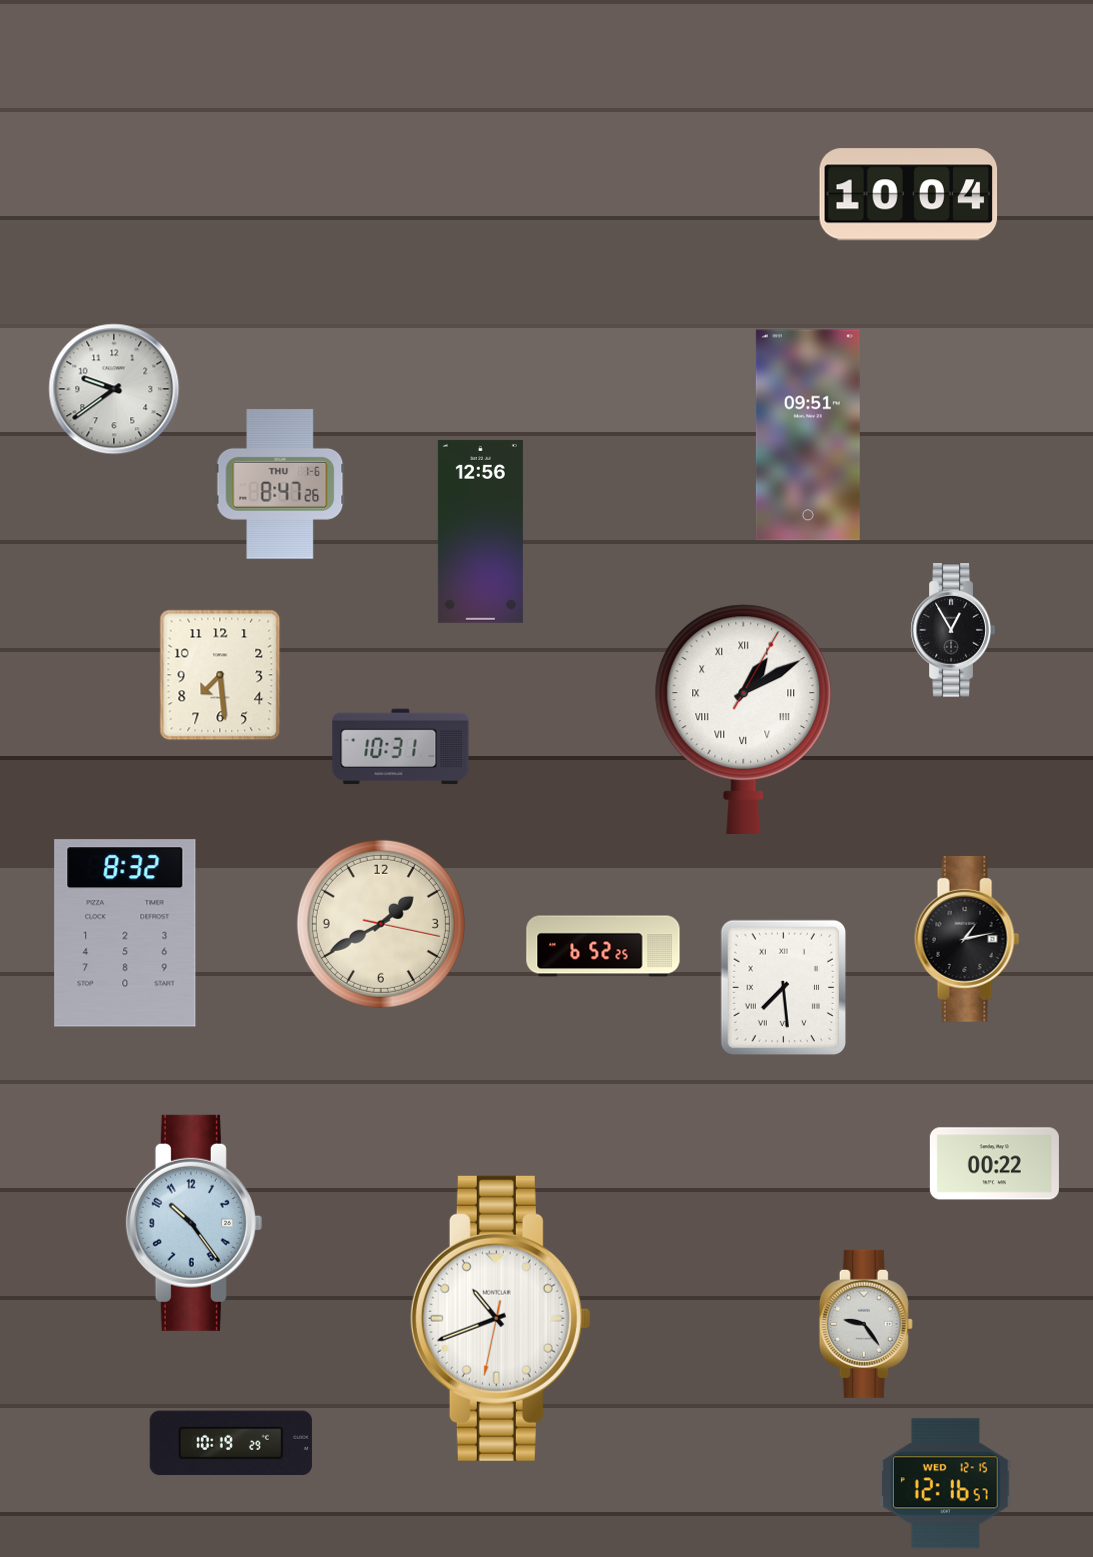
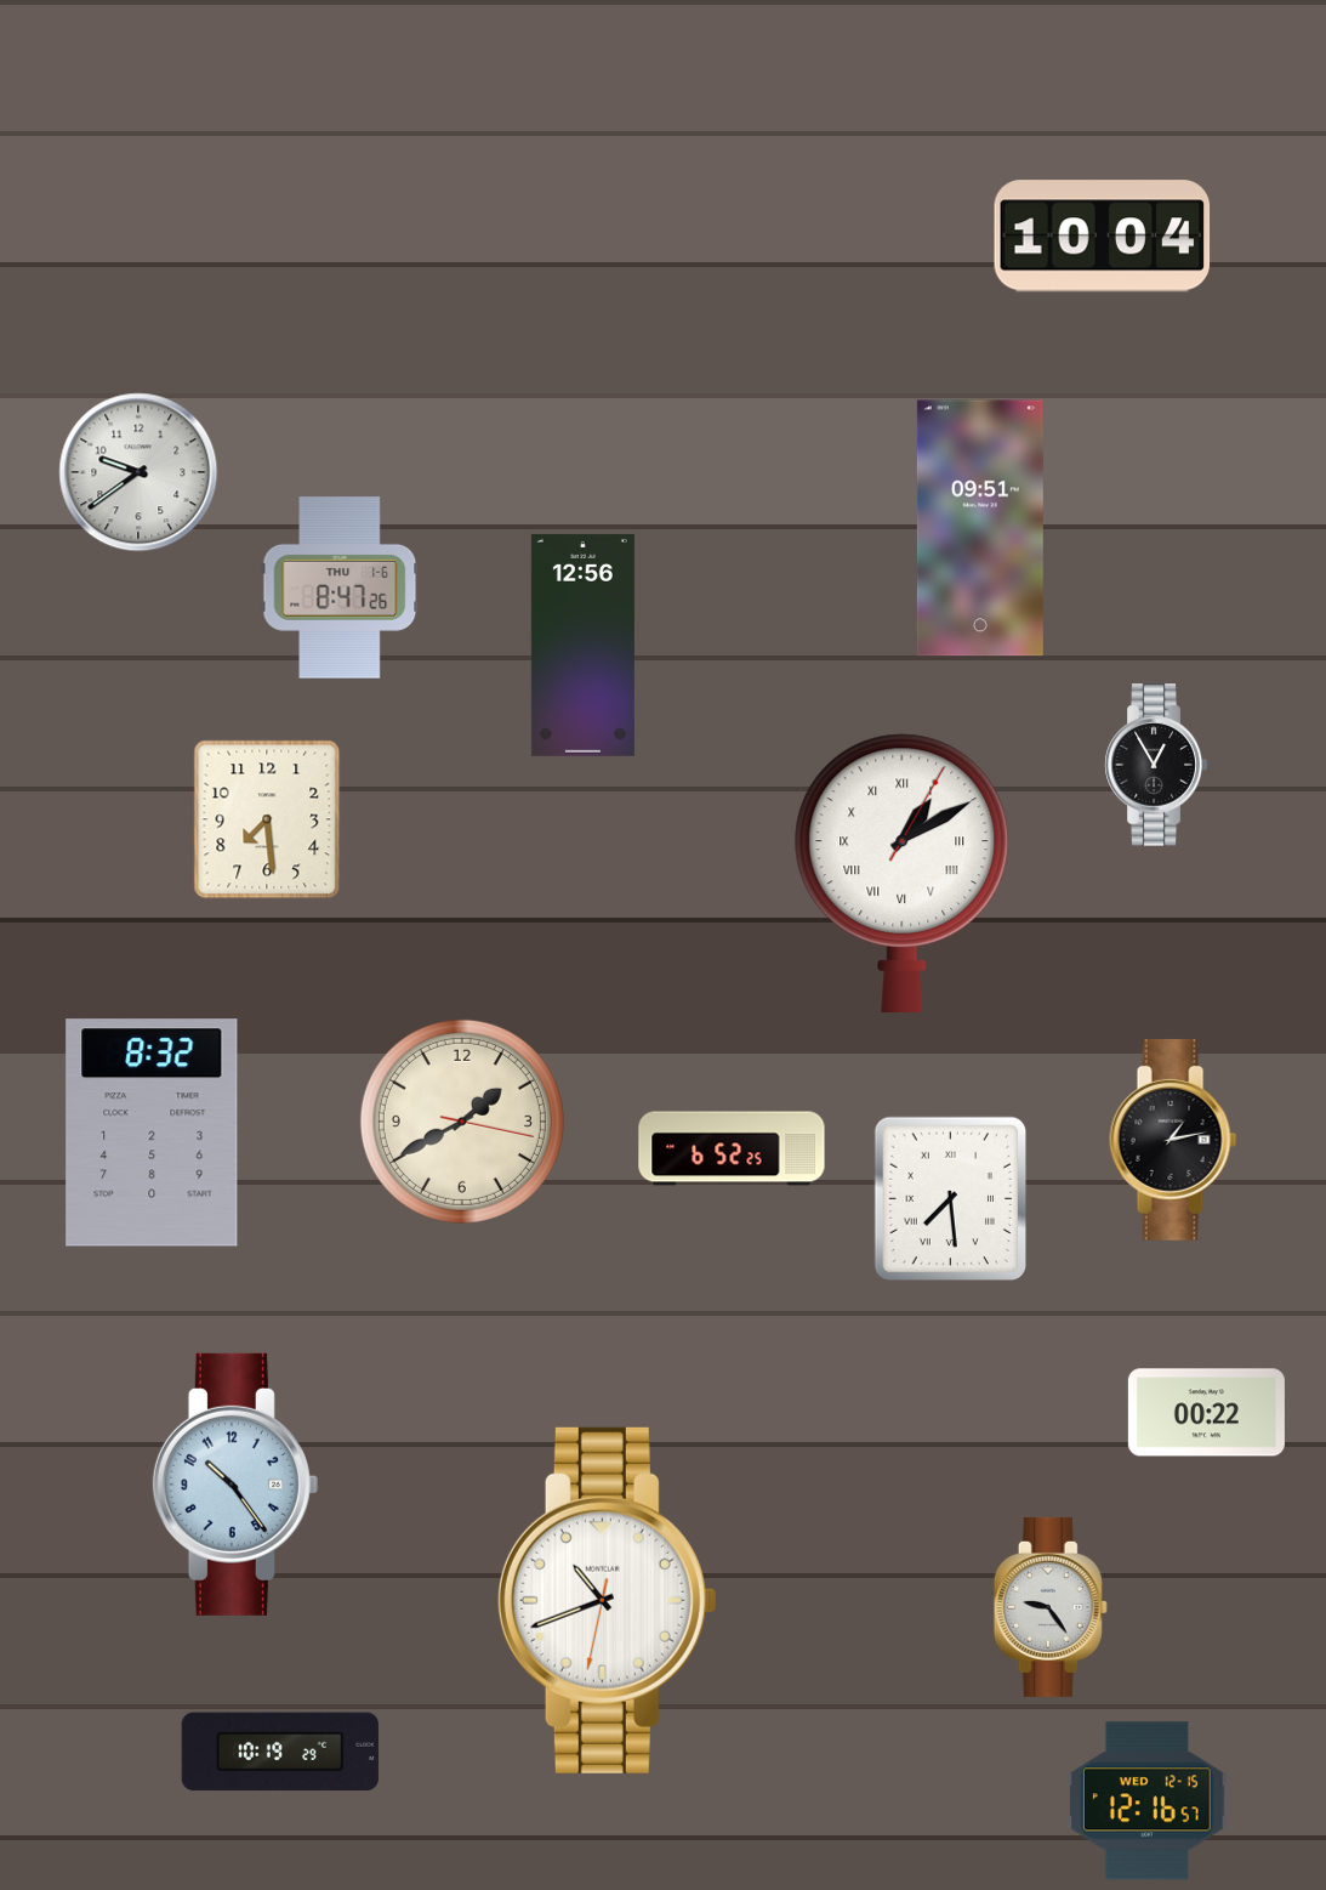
clock at (401, 747): 10:31 -> none
